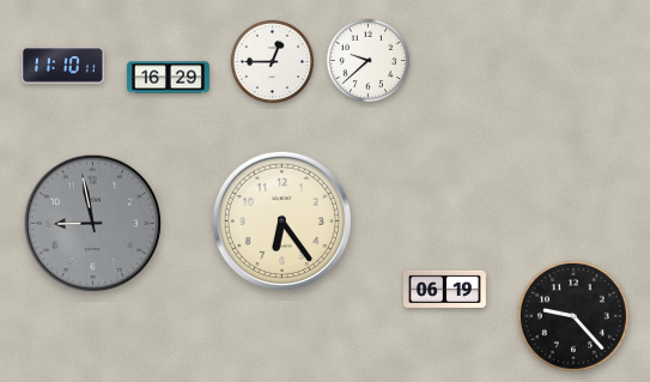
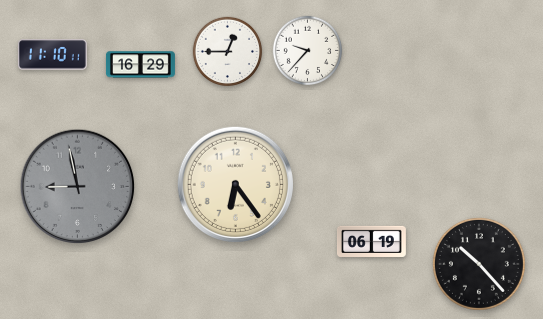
clock at (369, 61): 9:38 -> 9:37
clock at (573, 316): 9:23 -> 10:23
